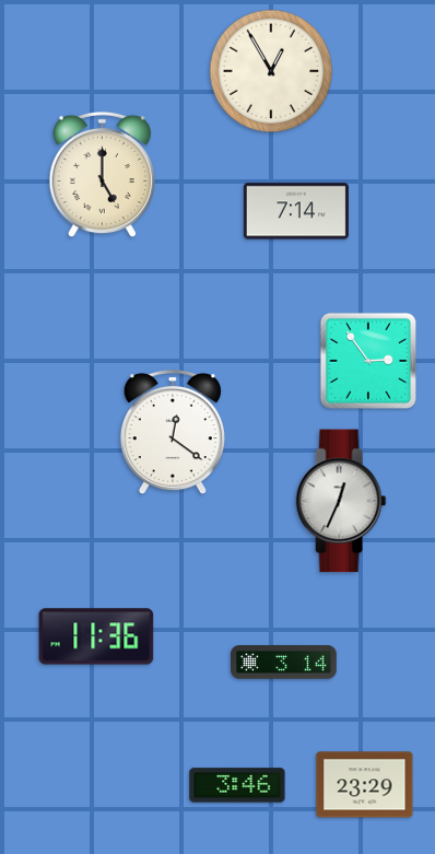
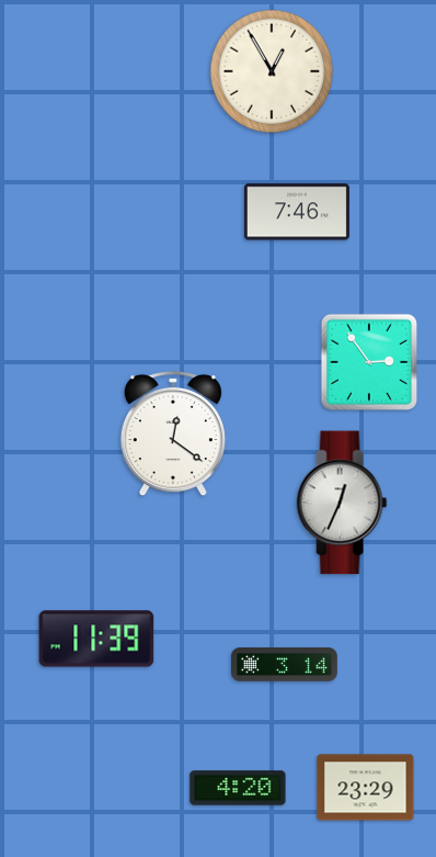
clock at (102, 175): 5:00 -> none
clock at (296, 211): 7:14 -> 7:46
clock at (96, 636): 11:36 -> 11:39
clock at (237, 785): 3:46 -> 4:20
